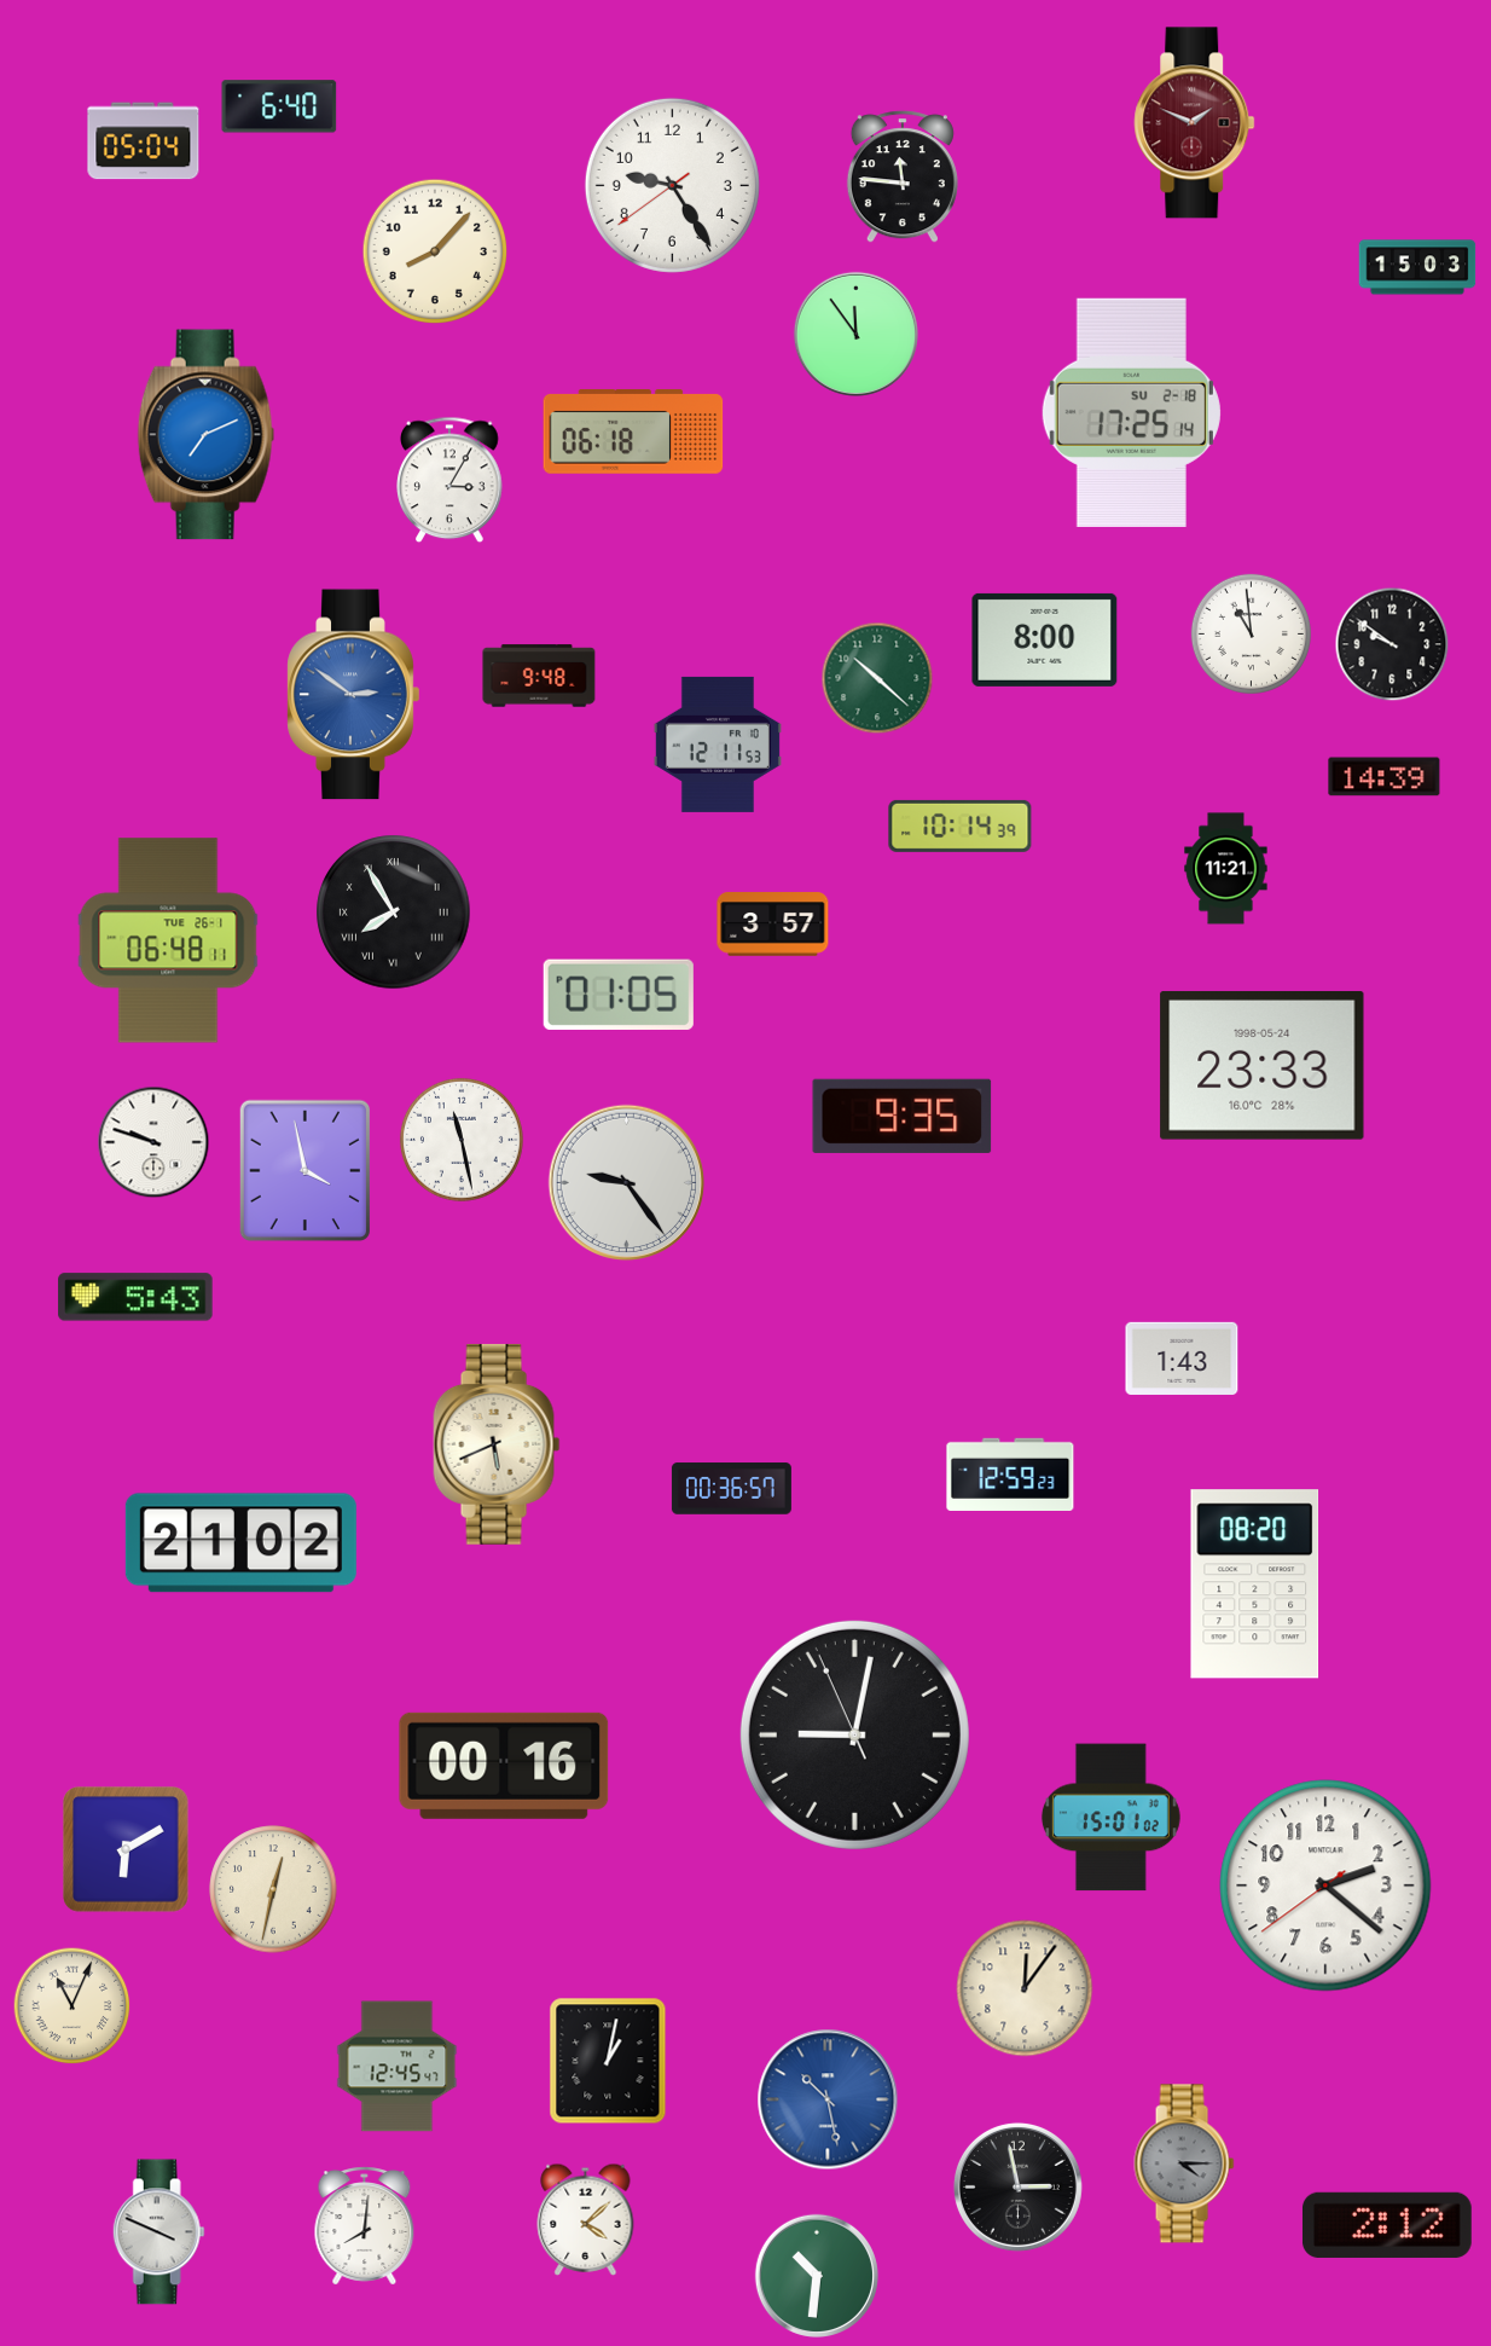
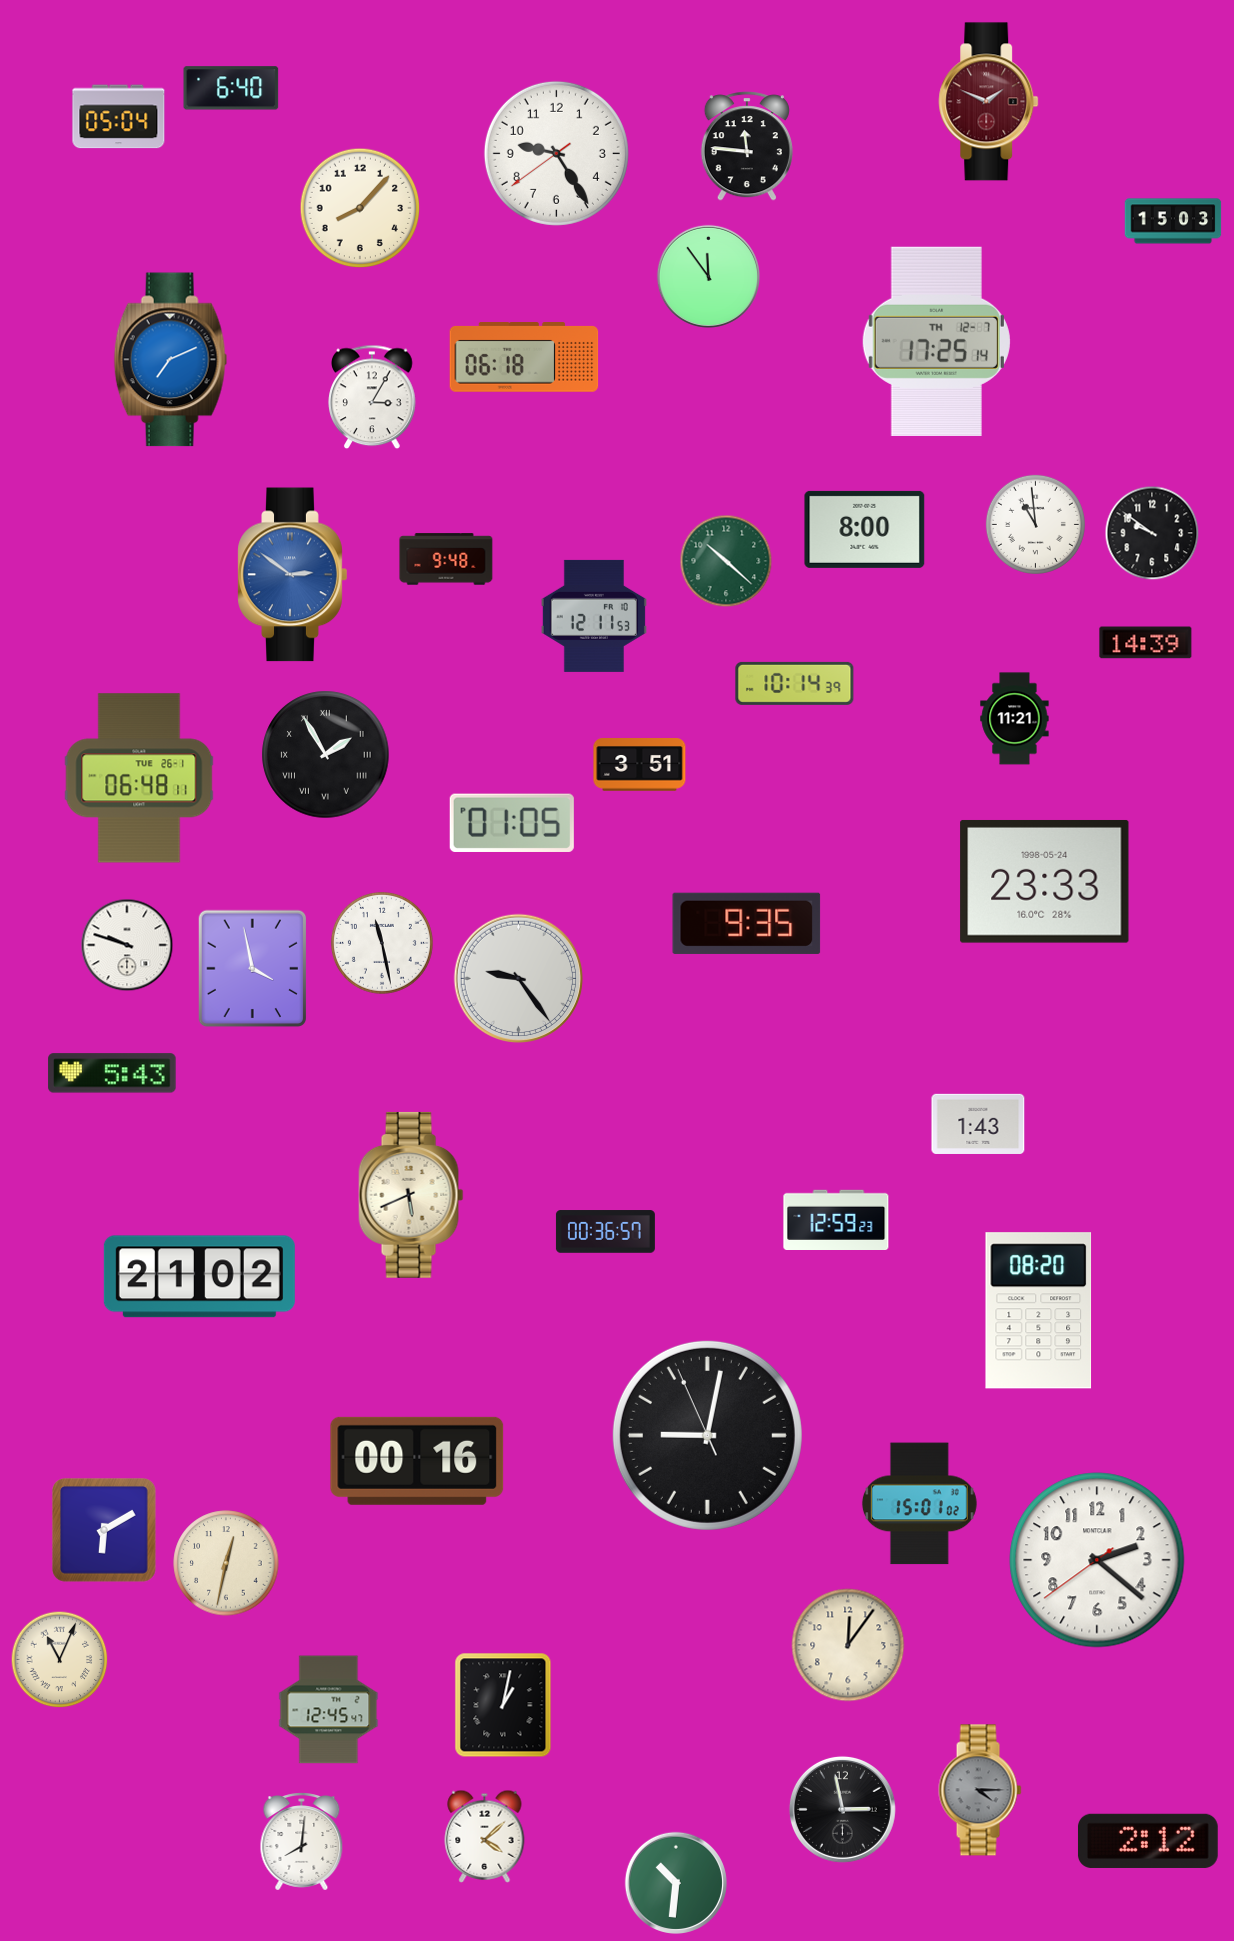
clock at (1131, 412) date: SU 2-18 -> TH 12-7
clock at (394, 913): 7:55 -> 1:55
clock at (773, 925): 3:57 -> 3:51
clock at (828, 2099): 10:28 -> none
clock at (158, 2232): 3:49 -> none
